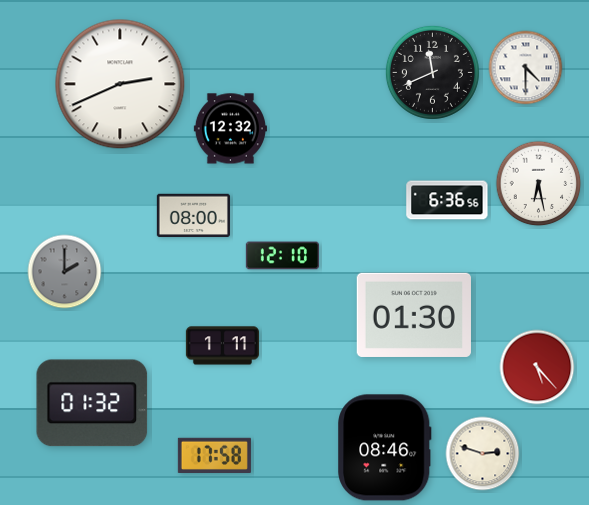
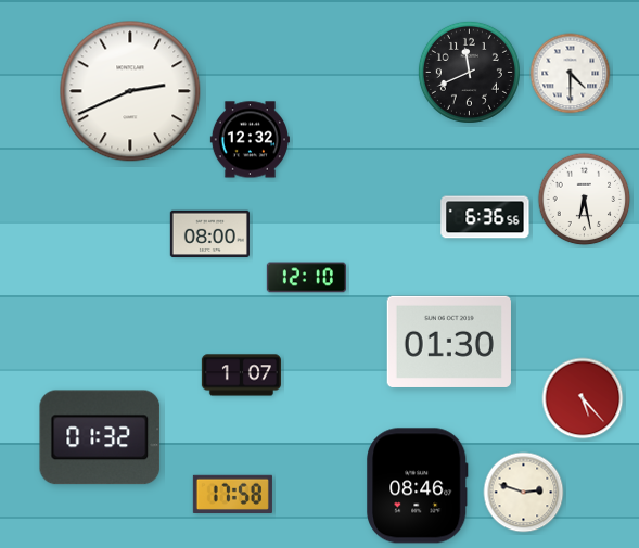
clock at (432, 72) position: (432, 72) -> (469, 72)
clock at (65, 272): 2:00 -> none
clock at (222, 346): 1:11 -> 1:07
